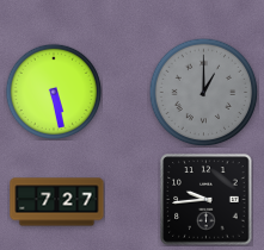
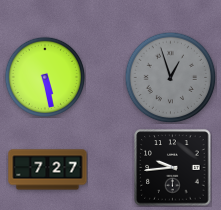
clock at (203, 92): 1:00 -> 12:57
